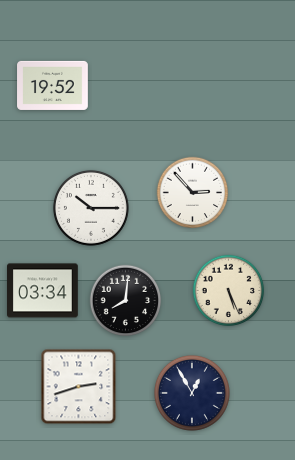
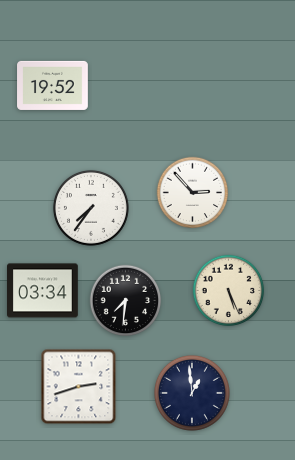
clock at (91, 208): 10:15 -> 7:36
clock at (126, 301): 8:01 -> 7:31
clock at (192, 393): 12:55 -> 12:59
